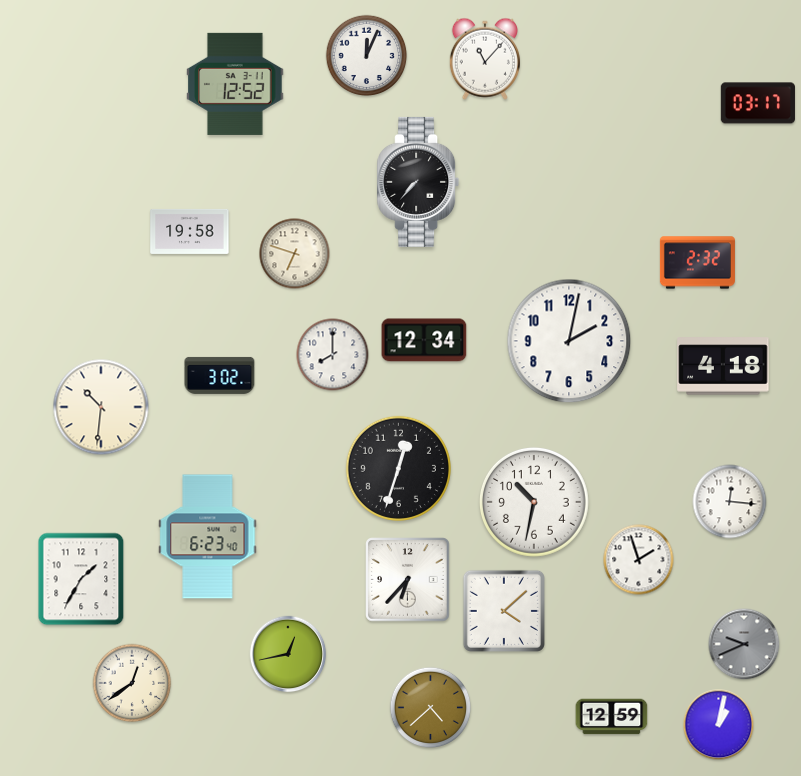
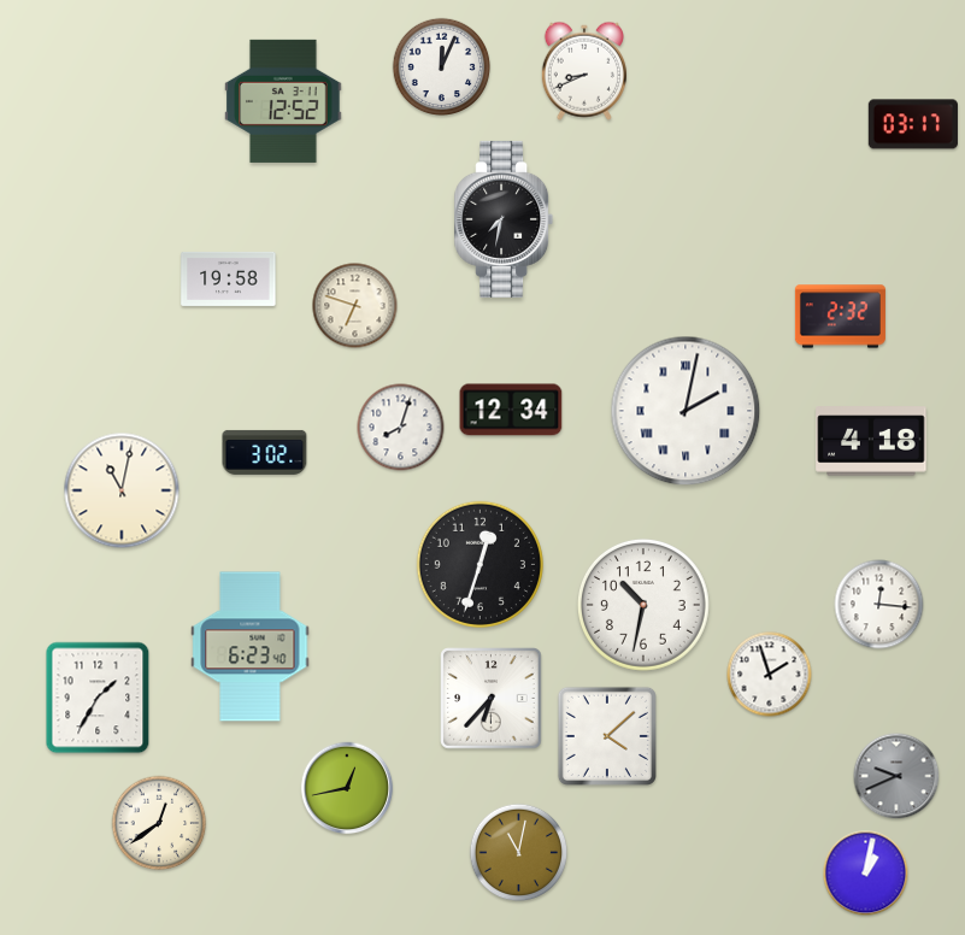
clock at (485, 59): 11:07 -> 8:41
clock at (418, 182): 7:37 -> 7:32
clock at (569, 341) numerals: Arabic -> Roman
clock at (333, 355): 8:00 -> 8:03
clock at (101, 407): 10:31 -> 11:02
clock at (431, 708): 4:38 -> 11:02
clock at (612, 717): 12:59 -> none
